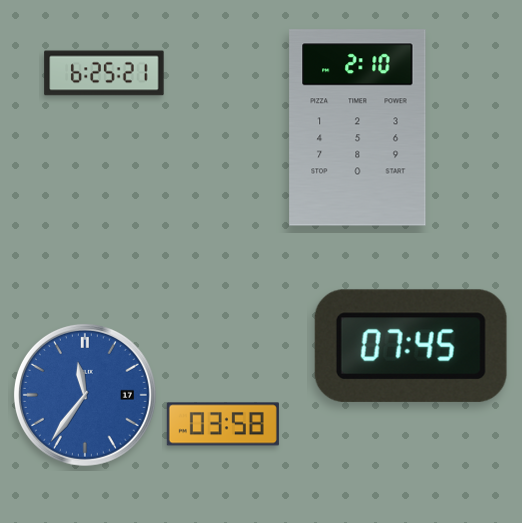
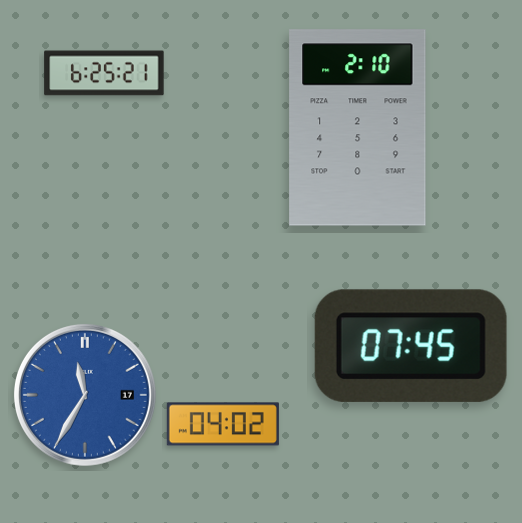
clock at (85, 395): 11:36 -> 11:35
clock at (223, 424): 03:58 -> 04:02
